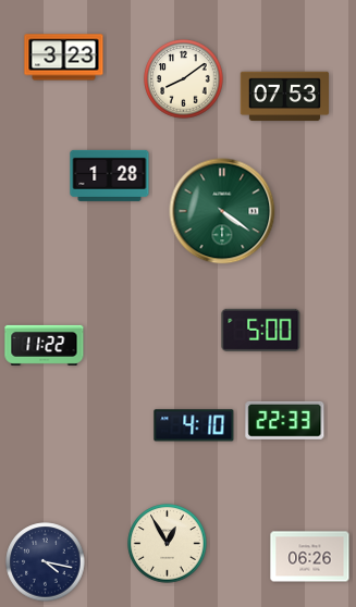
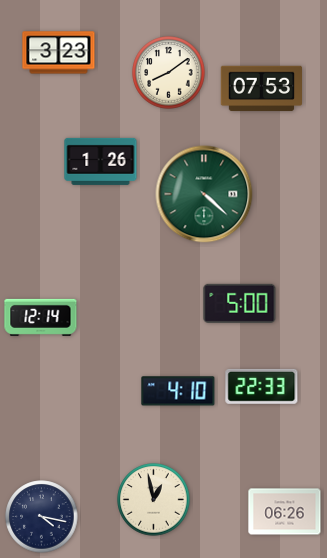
clock at (110, 175): 1:28 -> 1:26
clock at (222, 211): 4:21 -> 4:22
clock at (45, 345): 11:22 -> 12:14
clock at (168, 544): 12:55 -> 12:58
